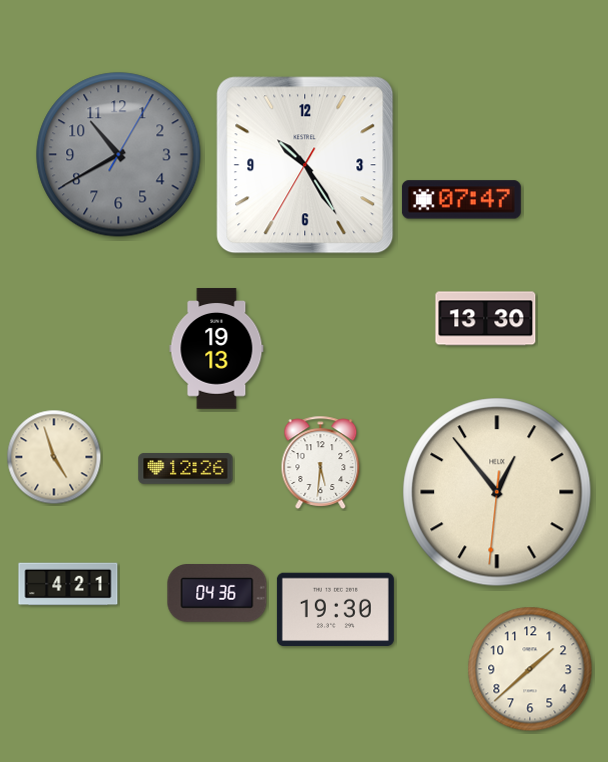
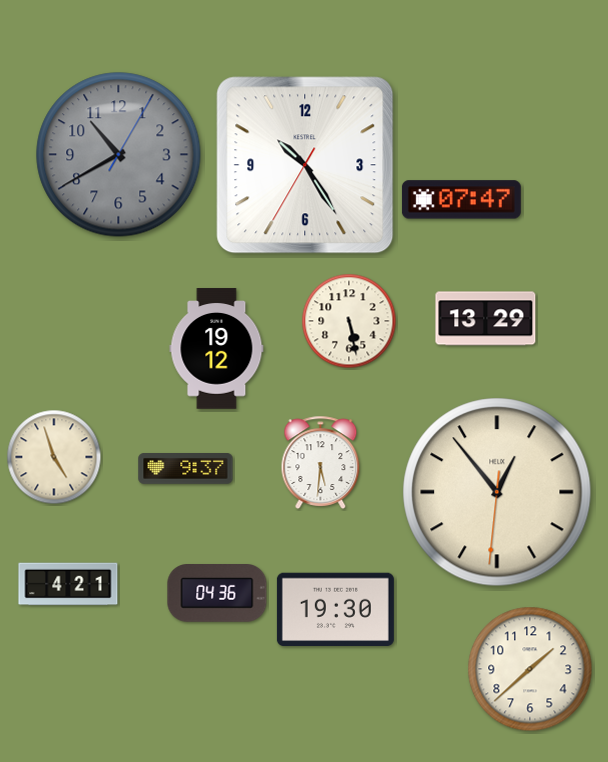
clock at (486, 319): 13:30 -> 13:29
clock at (349, 321): none -> 5:28
clock at (217, 349): 19:13 -> 19:12
clock at (186, 469): 12:26 -> 9:37
